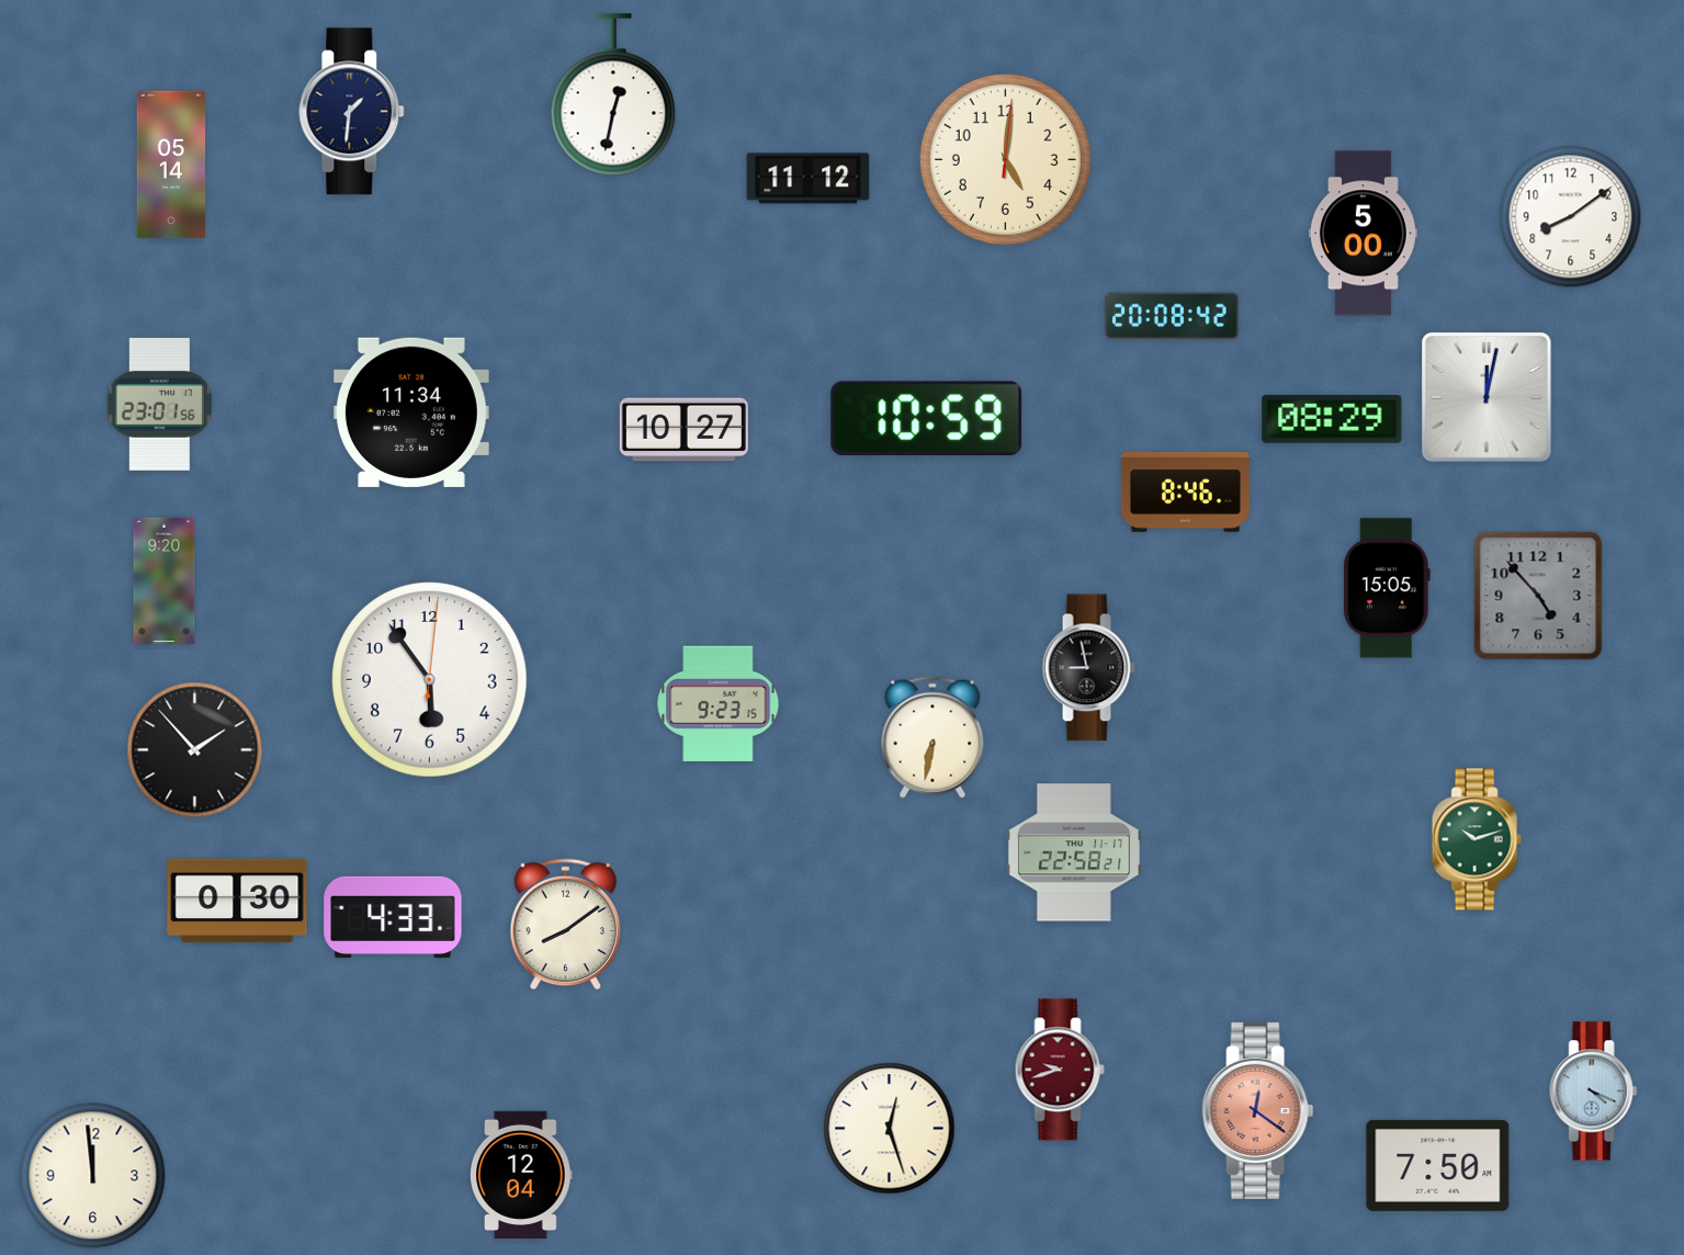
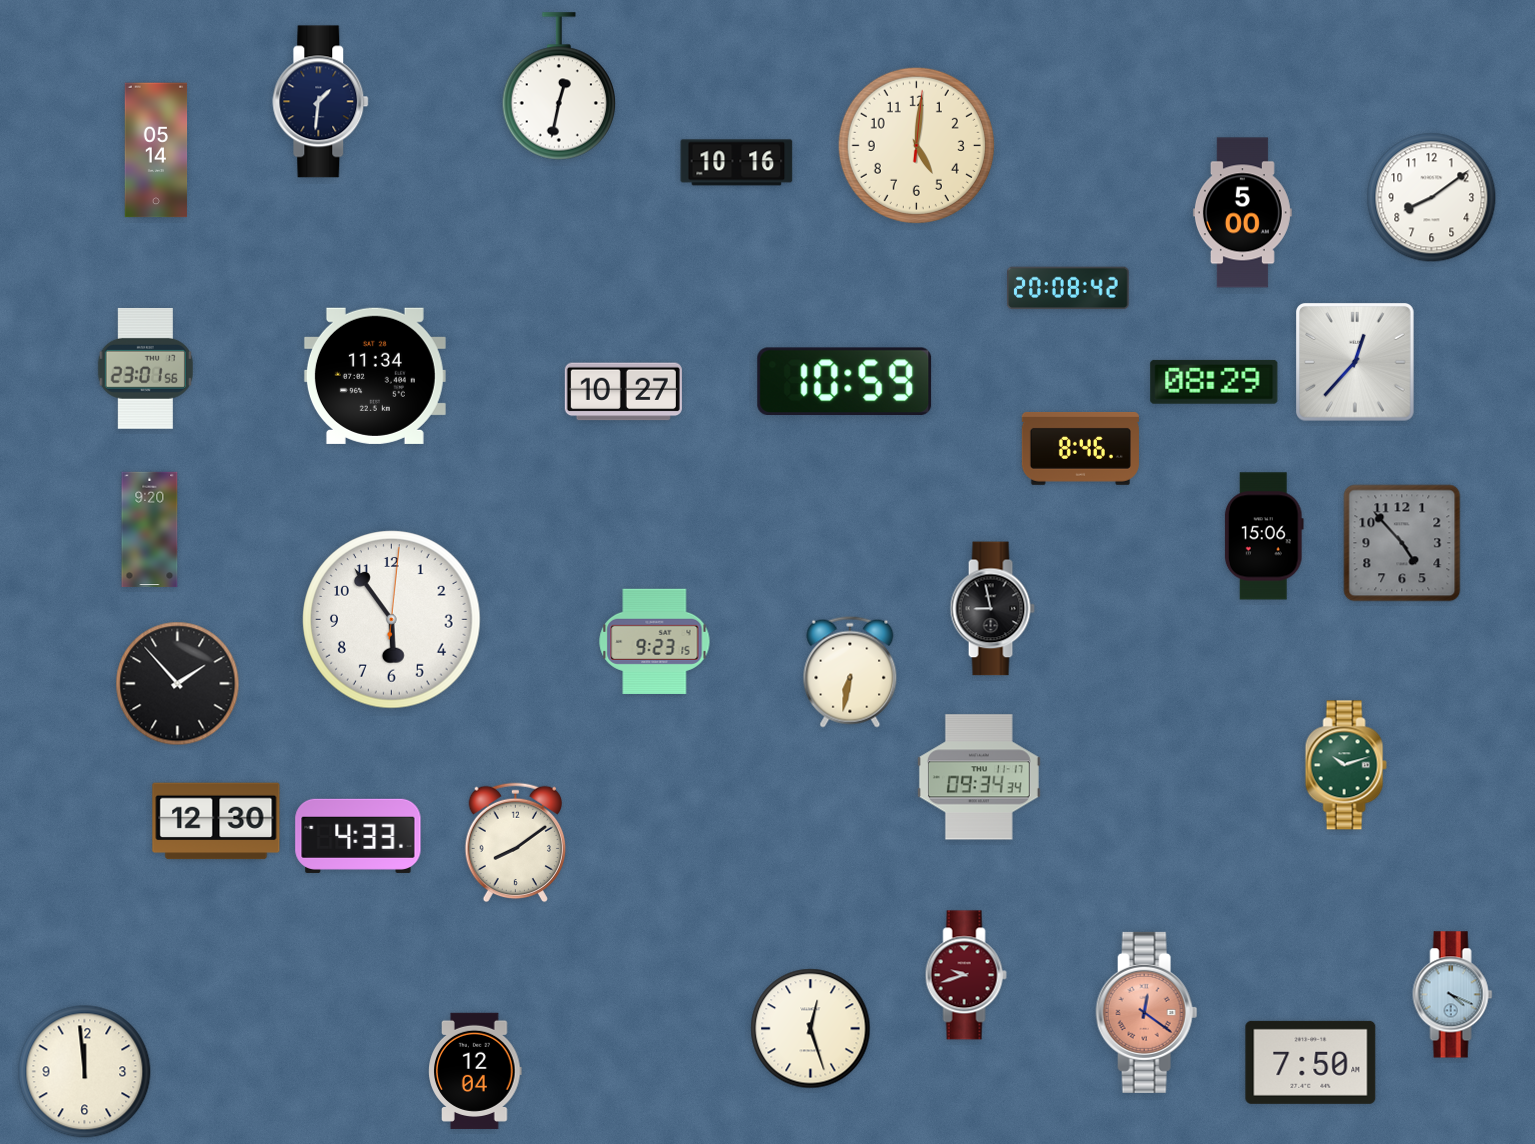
clock at (809, 179): 11:12 -> 10:16
clock at (1488, 398): 12:02 -> 12:37
clock at (1387, 588): 15:05 -> 15:06
clock at (1074, 852): 22:58 -> 09:34
clock at (237, 901): 0:30 -> 12:30
